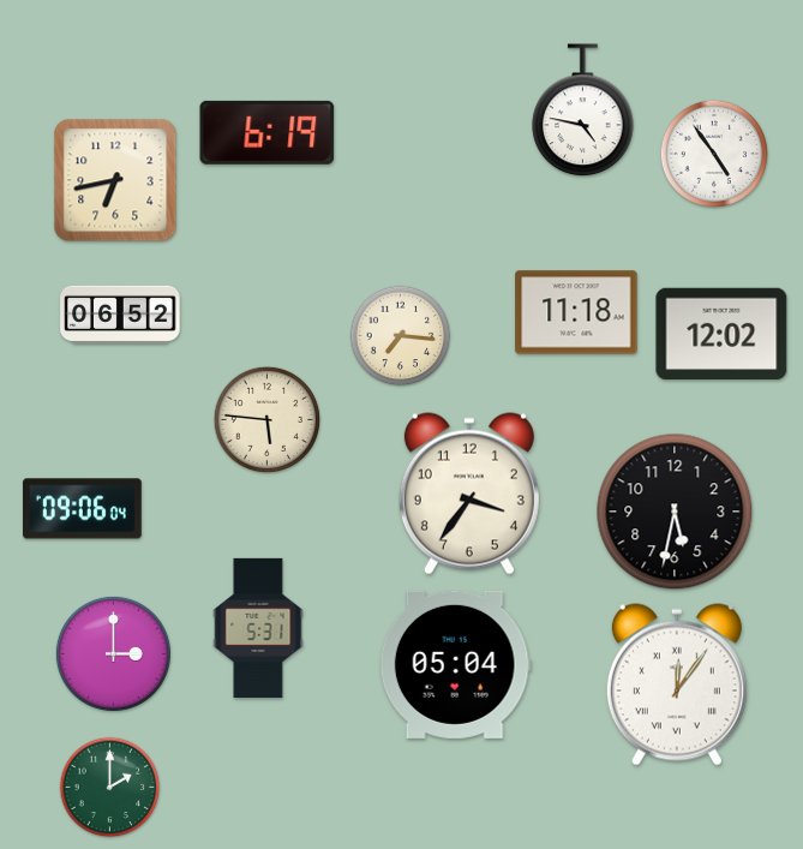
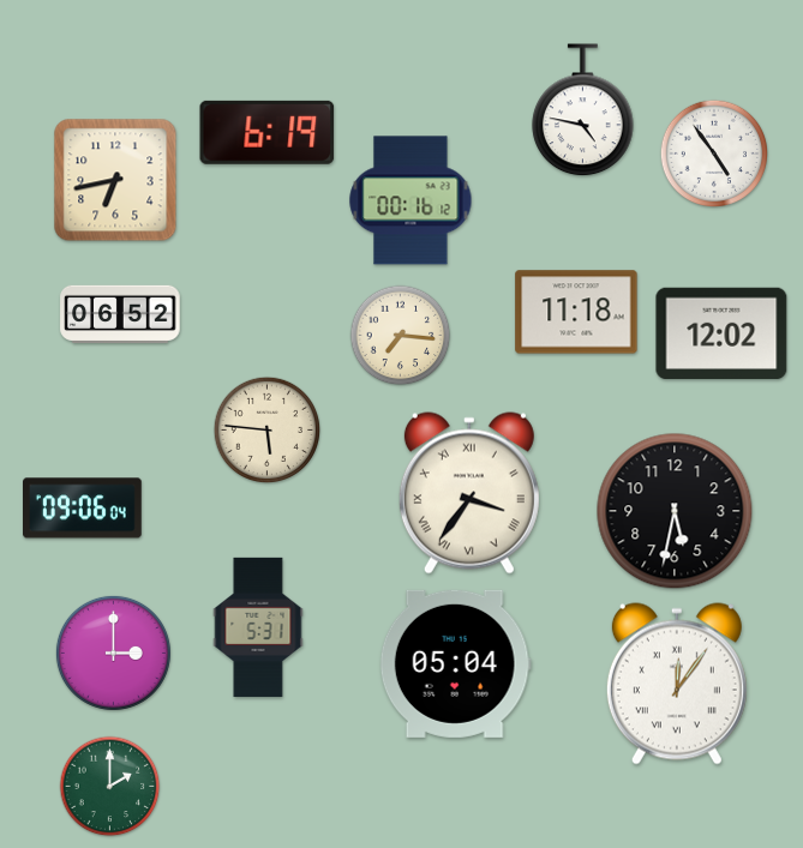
clock at (411, 200): none -> 00:16
clock at (268, 420) position: (268, 420) -> (268, 431)
clock at (469, 494) numerals: Arabic -> Roman
